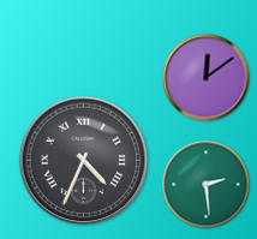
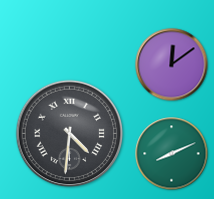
clock at (84, 161): 4:34 -> 4:31
clock at (207, 185): 2:29 -> 8:11
